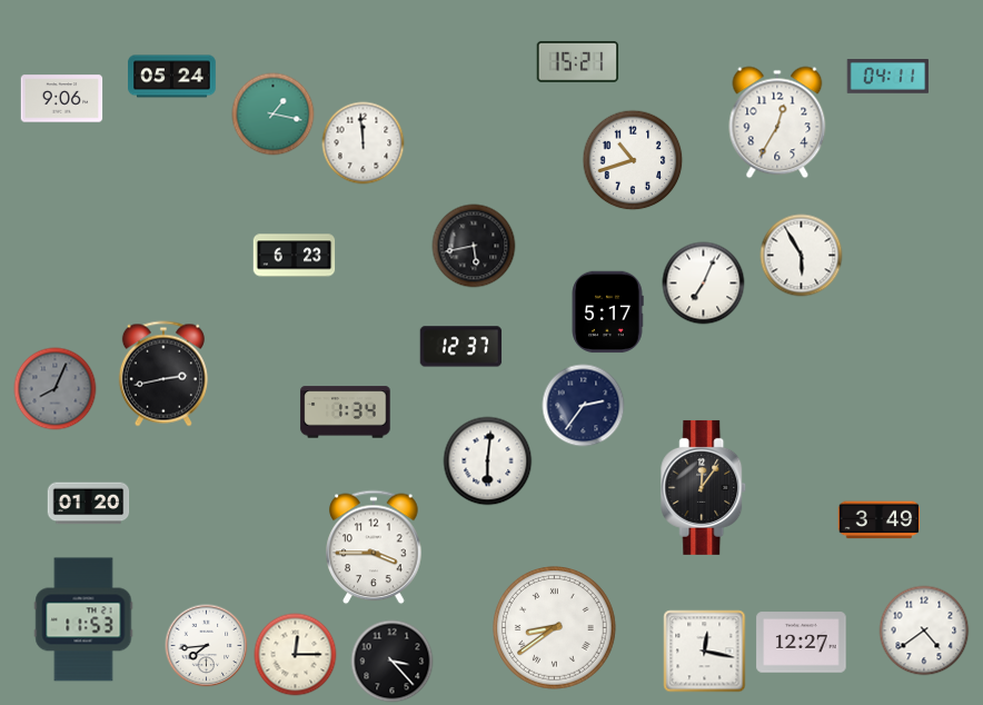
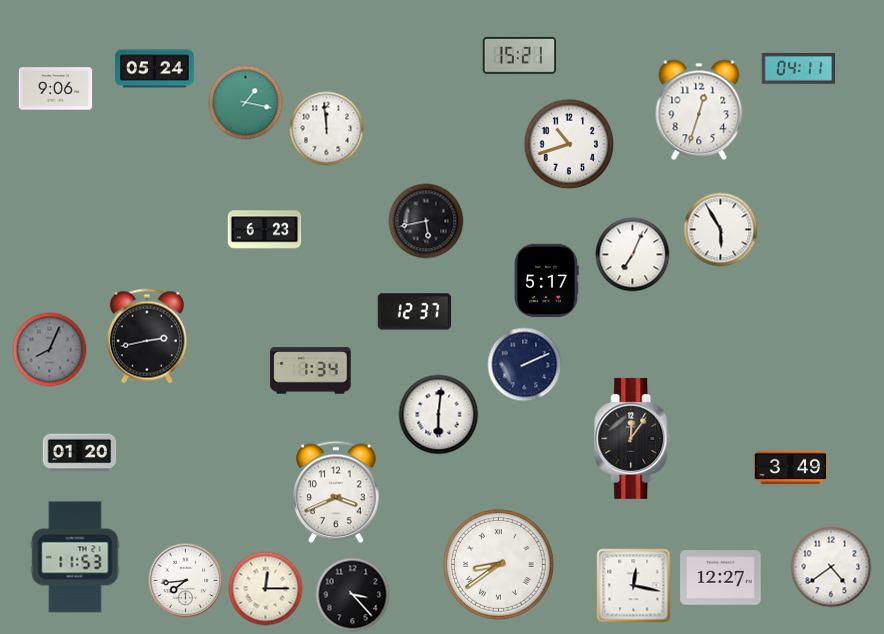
clock at (777, 122): 12:35 -> 12:33
clock at (584, 406): 2:36 -> 2:11
clock at (374, 547): 3:45 -> 3:41
